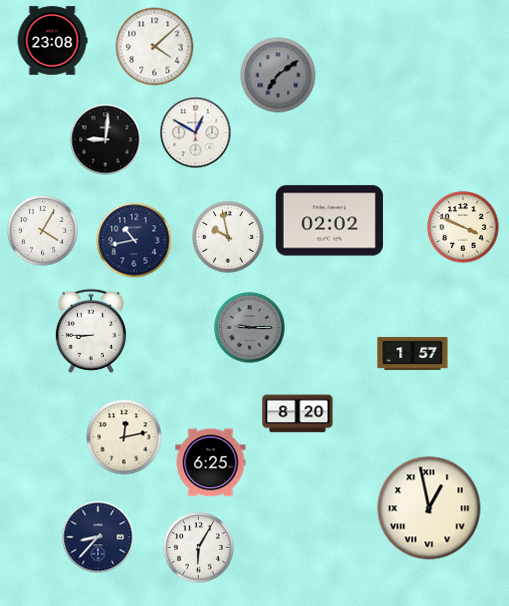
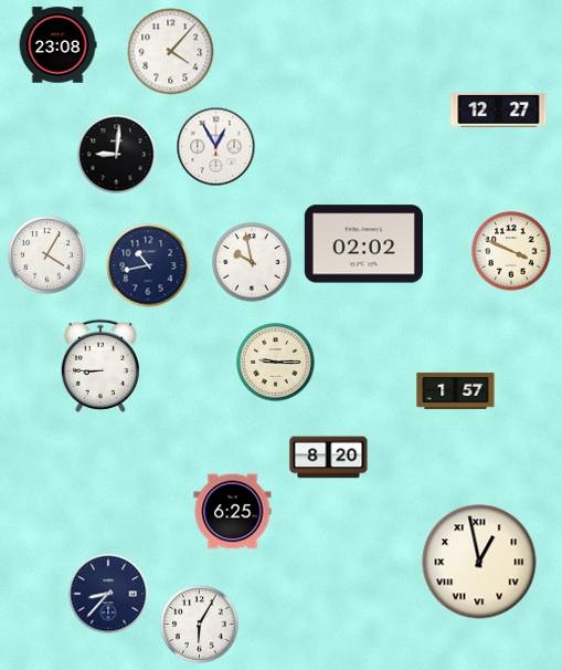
clock at (155, 47): 4:08 -> 4:07
clock at (278, 75): 7:09 -> none
clock at (499, 109): none -> 12:27
clock at (196, 133): 12:50 -> 12:55
clock at (250, 328) dial: grey -> cream
clock at (124, 437): 12:13 -> none
clock at (429, 508) position: (429, 508) -> (479, 562)
clock at (199, 548) position: (199, 548) -> (200, 625)
